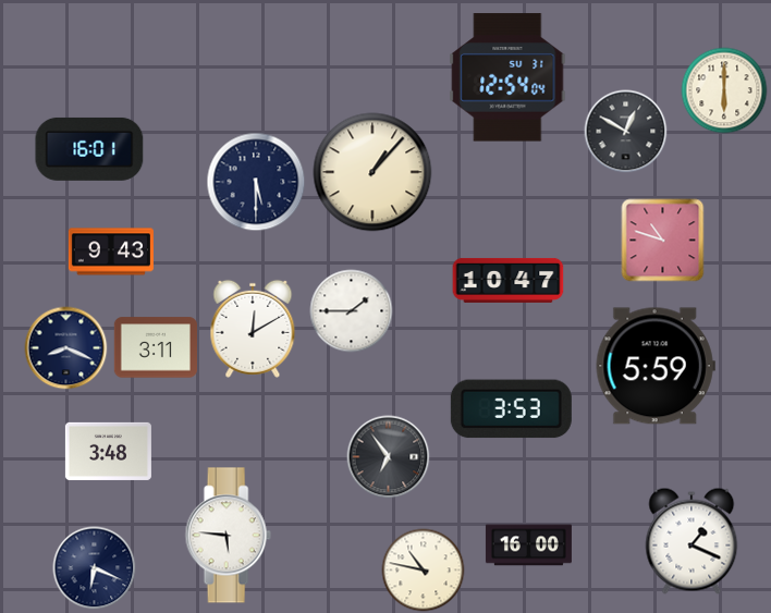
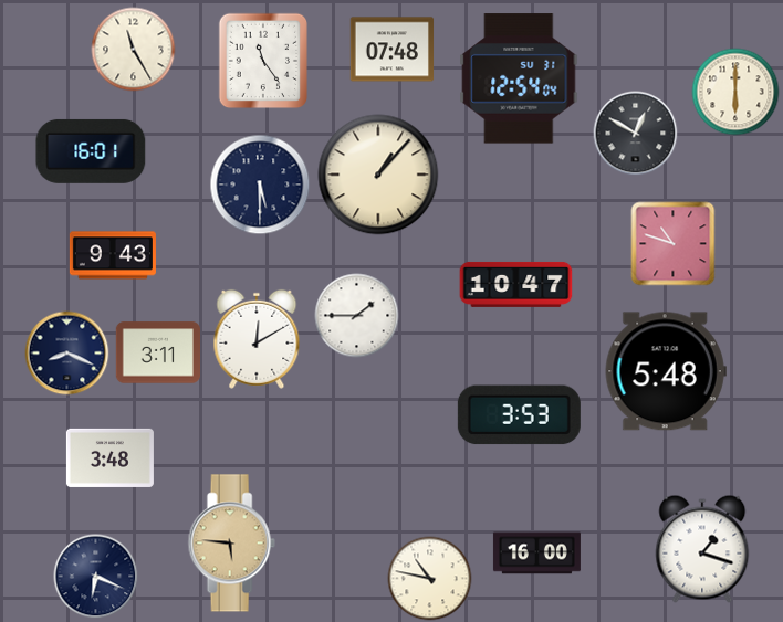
clock at (134, 50): none -> 11:25
clock at (393, 50): none -> 07:48
clock at (263, 61): none -> 11:24
clock at (507, 77) position: (507, 77) -> (519, 78)
clock at (253, 329) position: (253, 329) -> (257, 339)
clock at (656, 366): 5:59 -> 5:48
clock at (389, 457): 6:54 -> none
clock at (228, 536) dial: white -> champagne
clock at (692, 541): 1:19 -> 1:18
